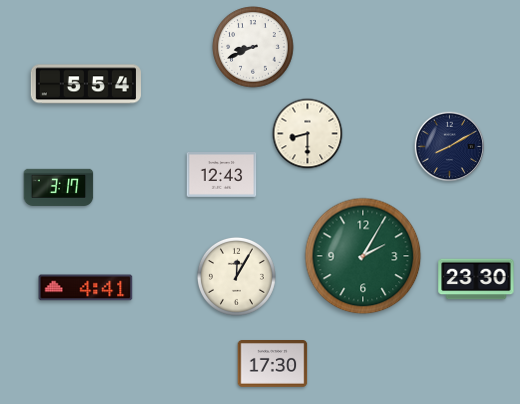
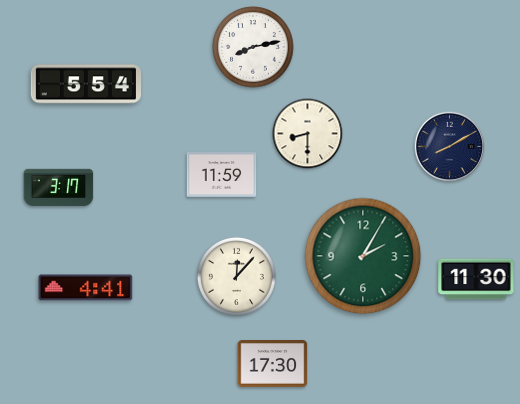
clock at (253, 47): 8:41 -> 8:13
clock at (222, 175): 12:43 -> 11:59
clock at (236, 276): 12:05 -> 12:07
clock at (476, 279): 23:30 -> 11:30
